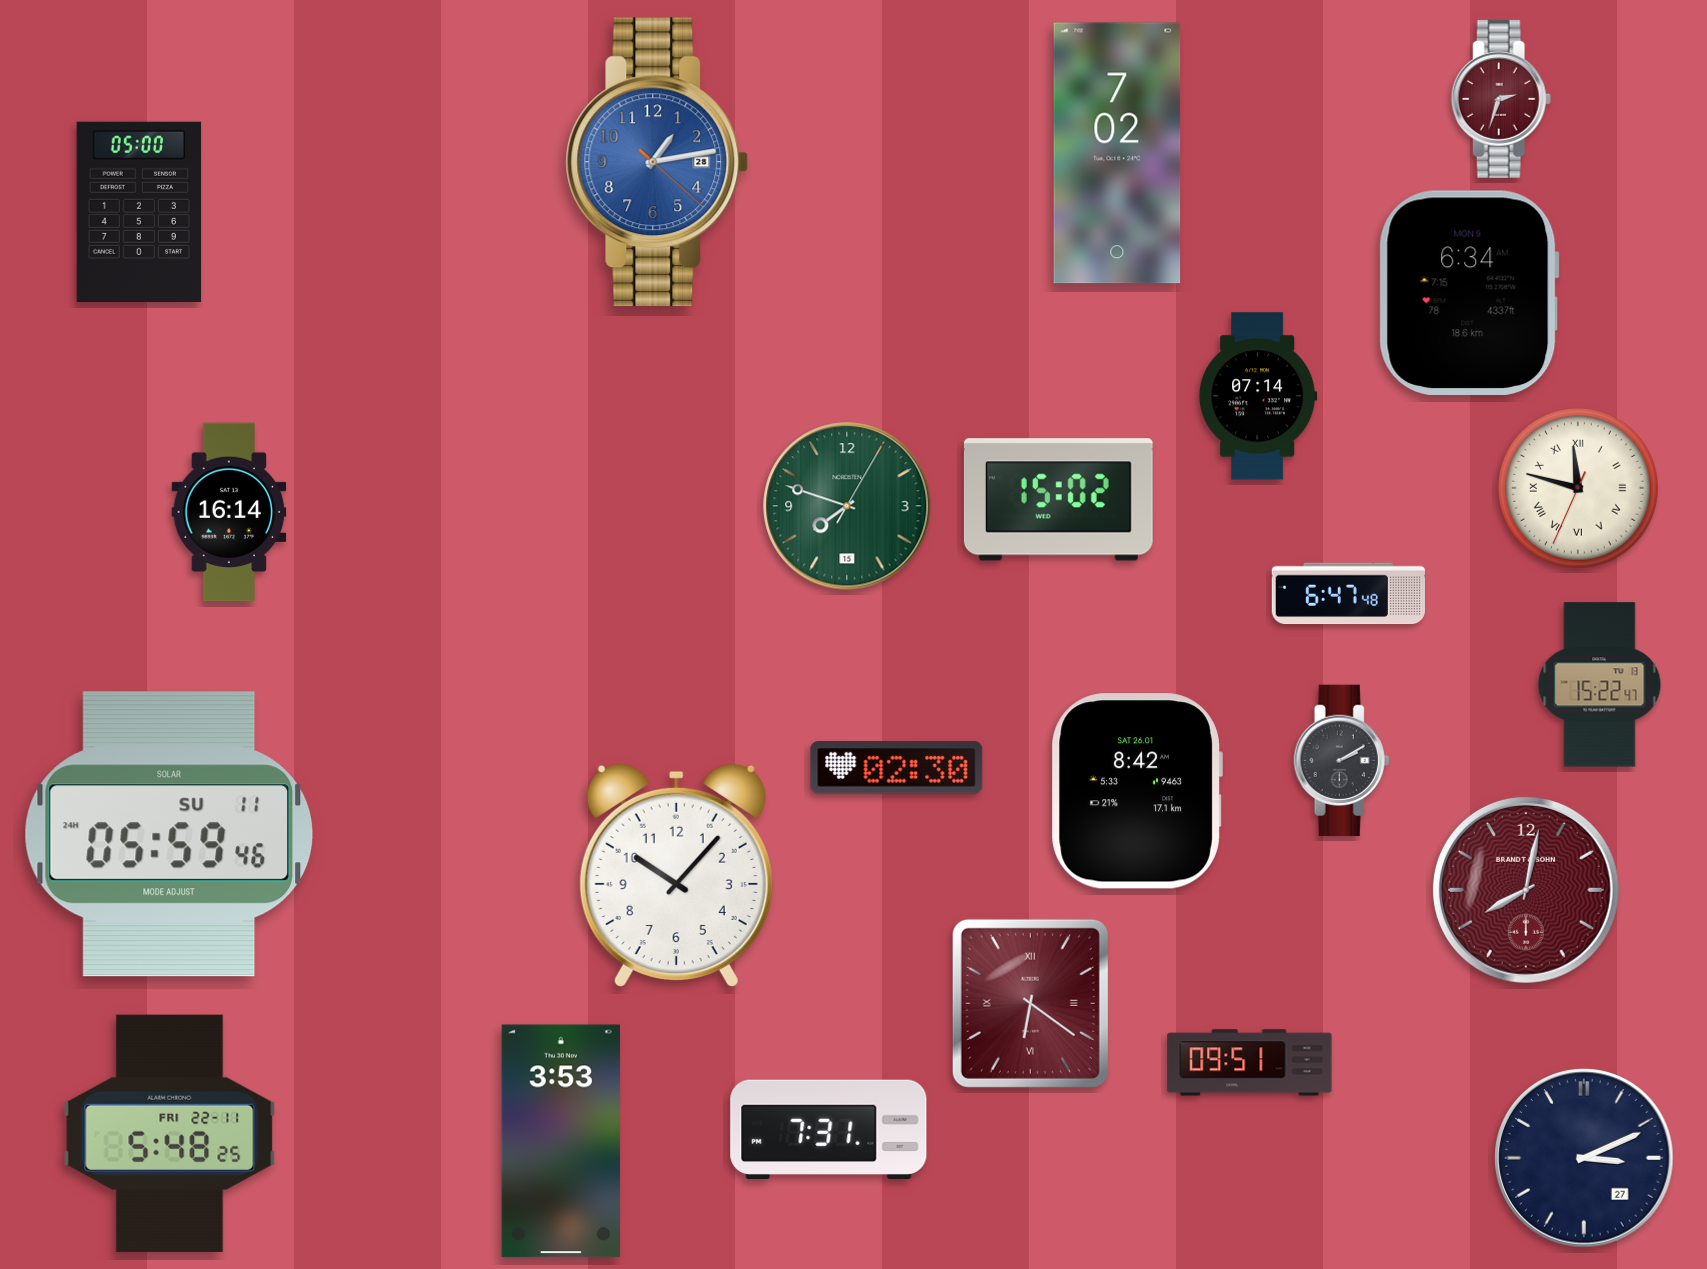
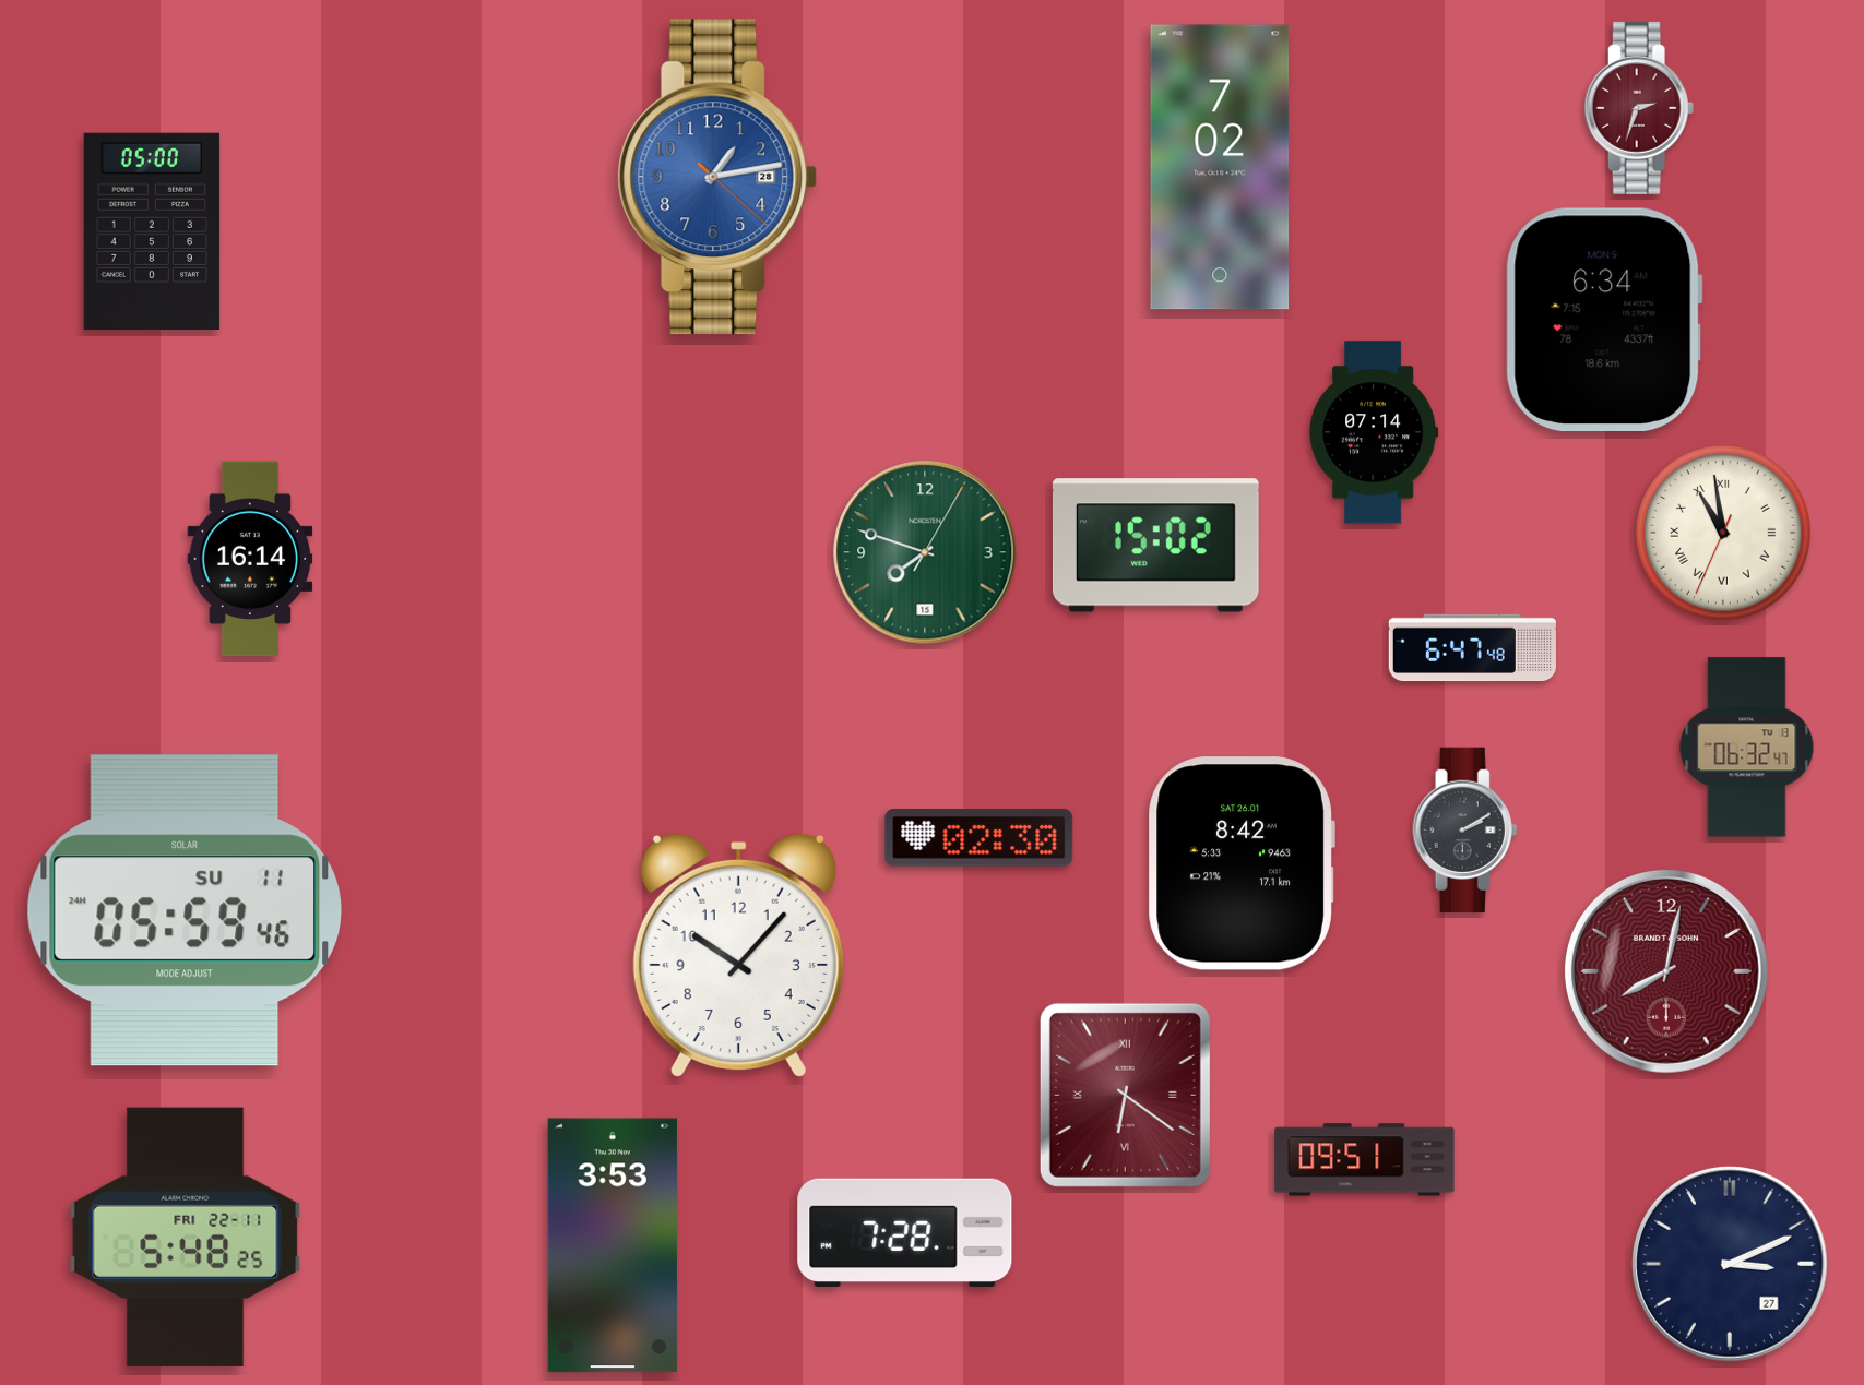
clock at (1578, 488): 11:47 -> 10:58
clock at (1600, 685): 15:22 -> 06:32
clock at (829, 1129): 7:31 -> 7:28
